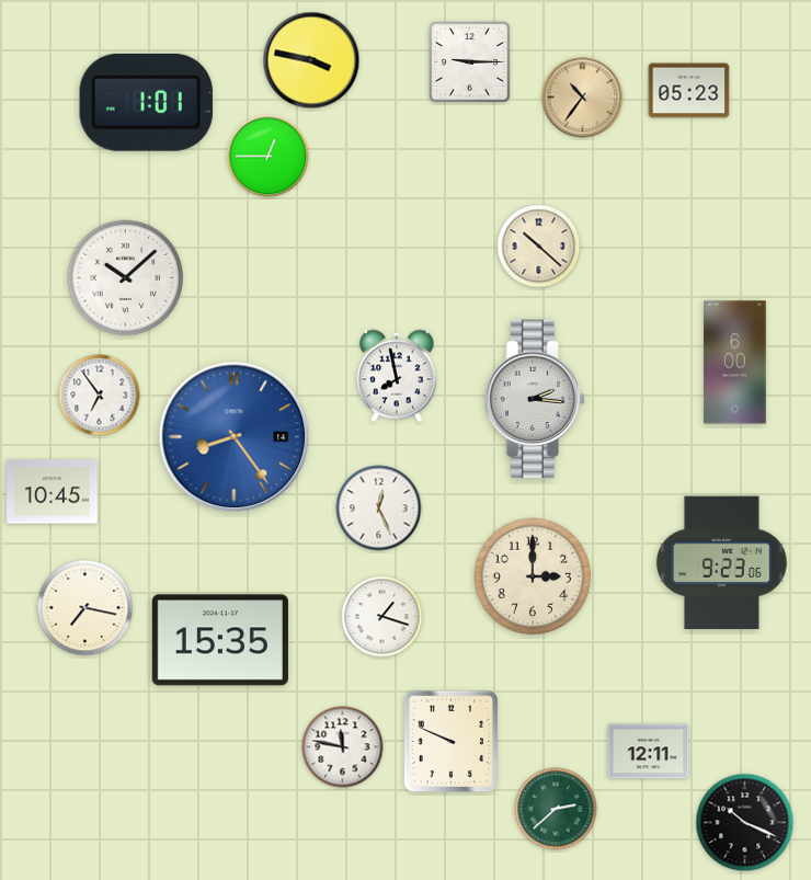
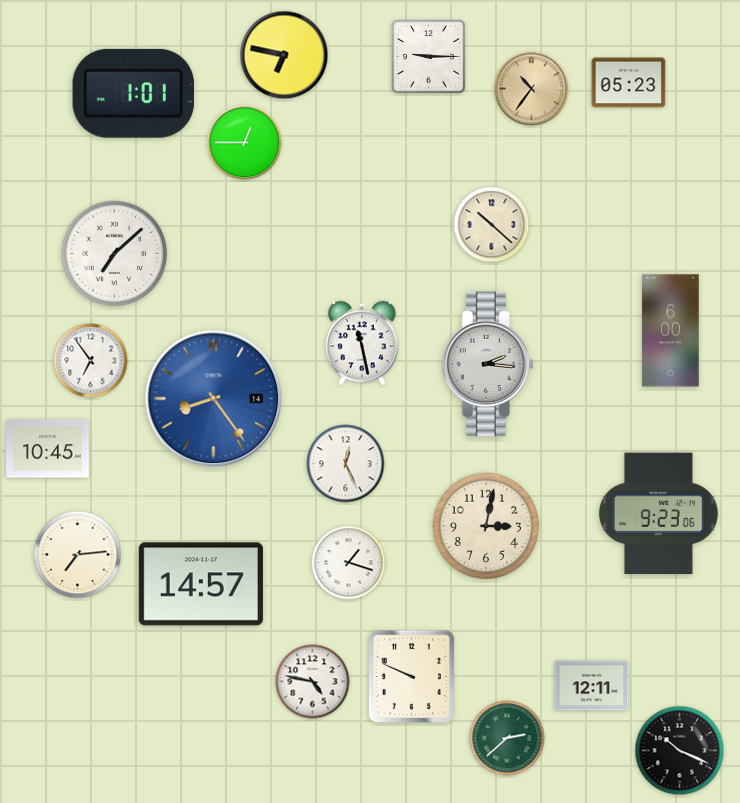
clock at (311, 60): 3:47 -> 6:47
clock at (126, 278): 10:08 -> 7:08
clock at (397, 376): 7:58 -> 11:28
clock at (533, 576): 3:00 -> 3:02
clock at (85, 608): 7:17 -> 7:14
clock at (220, 640): 15:35 -> 14:57
clock at (343, 747): 11:47 -> 4:47
